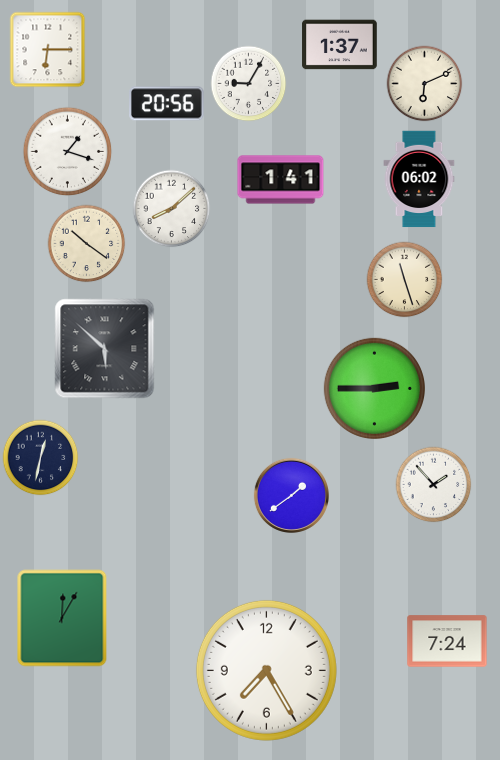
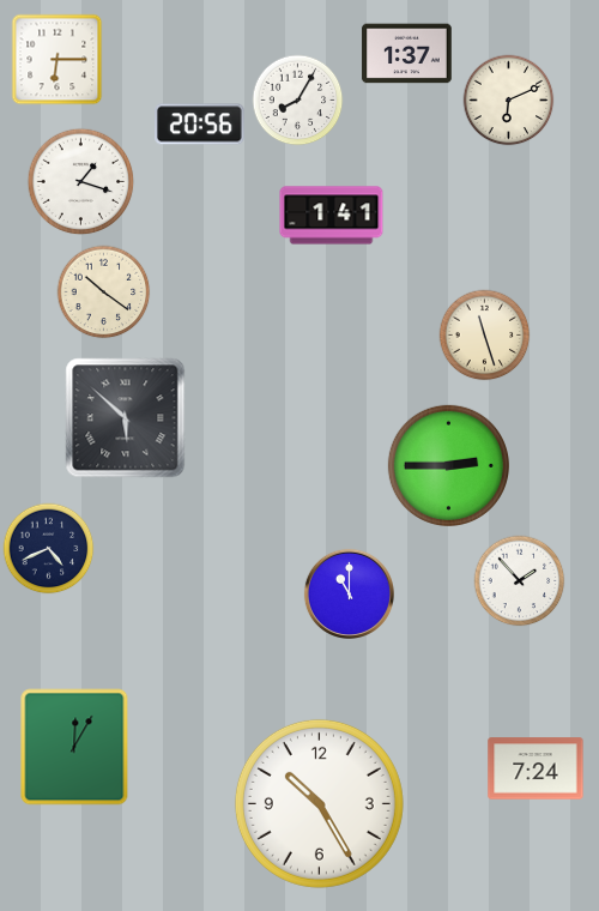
clock at (249, 84): 9:05 -> 8:05
clock at (419, 179): 06:02 -> none
clock at (281, 180) position: (281, 180) -> (332, 216)
clock at (172, 209): 8:08 -> none
clock at (41, 458): 12:32 -> 4:41
clock at (291, 495): 1:39 -> 11:00
clock at (62, 618) position: (62, 618) -> (74, 747)
clock at (266, 670): 7:25 -> 10:25
